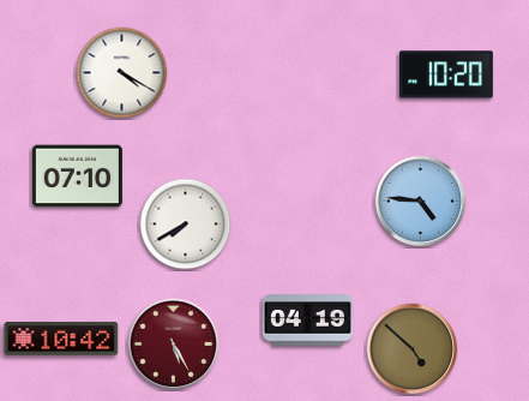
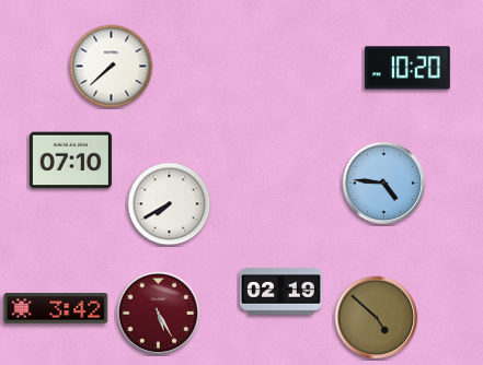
clock at (122, 73): 4:20 -> 7:38
clock at (307, 321): 04:19 -> 02:19
clock at (61, 339): 10:42 -> 3:42
